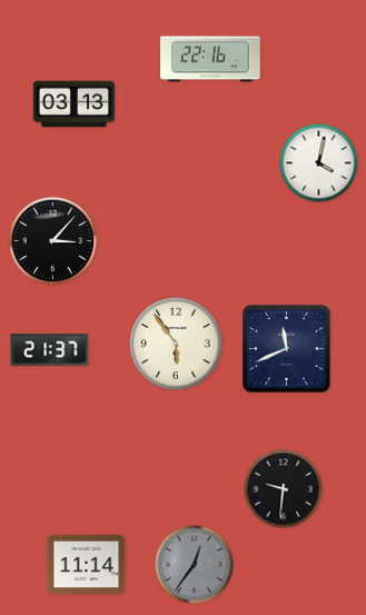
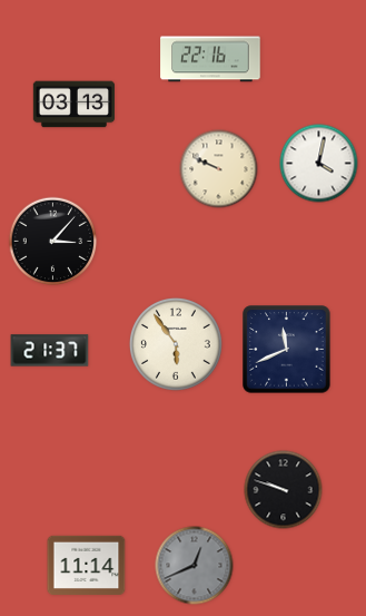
clock at (219, 169): none -> 9:49
clock at (284, 489): 9:31 -> 9:48
clock at (195, 565): 12:36 -> 12:41
